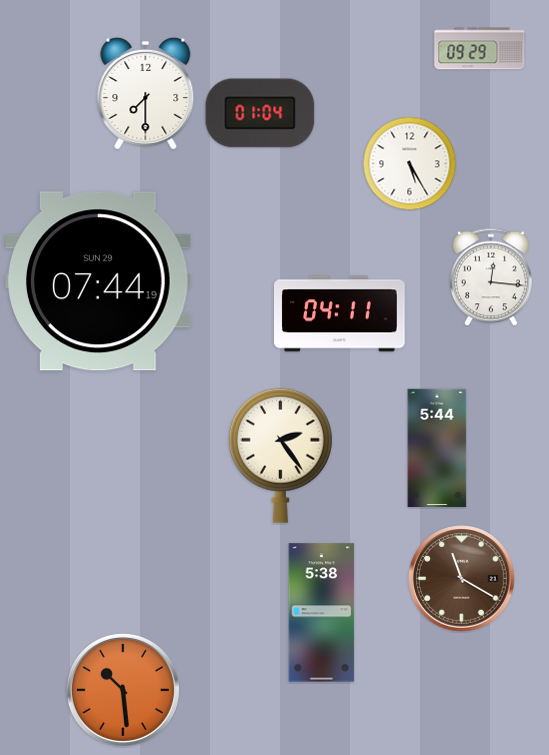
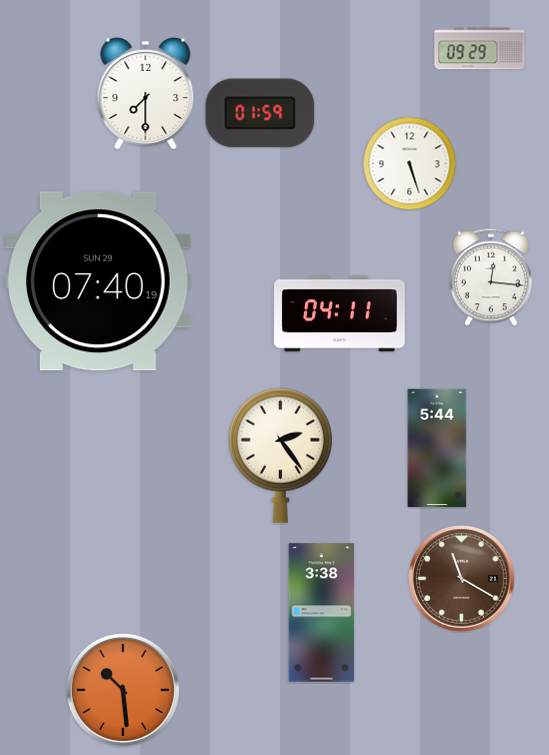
clock at (260, 113): 01:04 -> 01:59
clock at (409, 163): 5:25 -> 5:27
clock at (98, 281): 07:44 -> 07:40
clock at (322, 613): 5:38 -> 3:38
